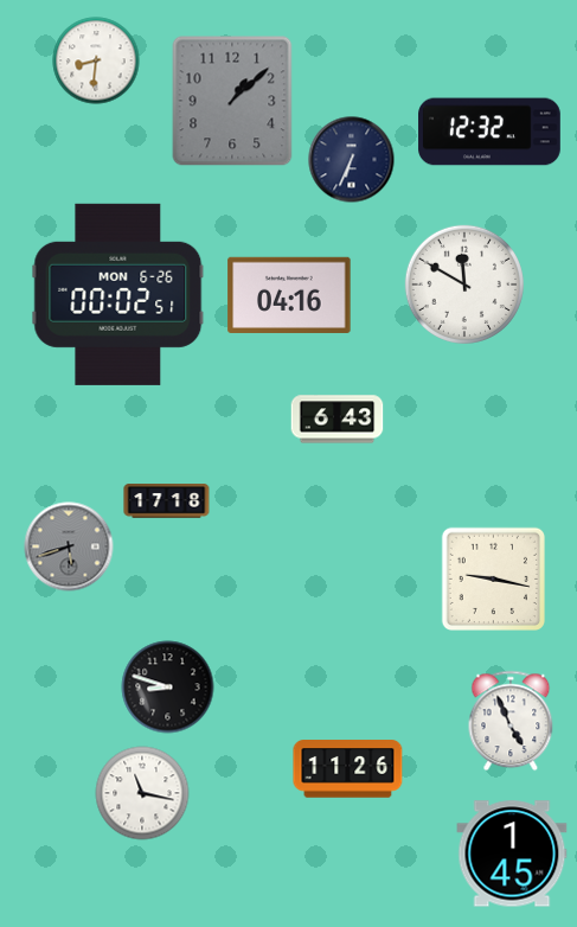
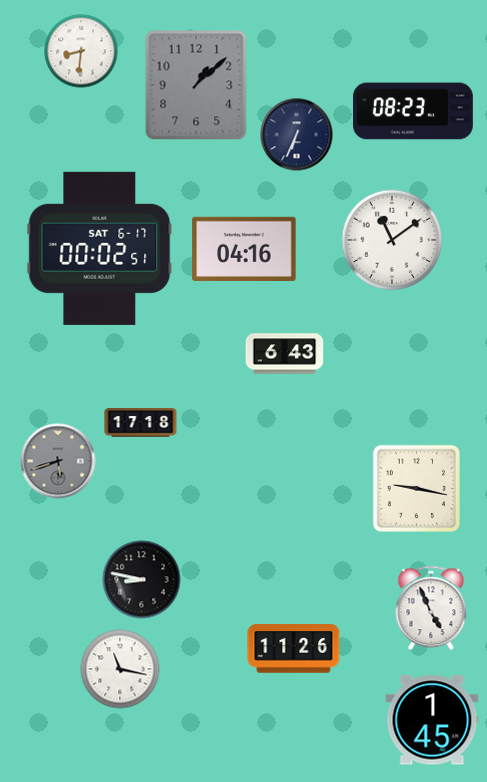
clock at (489, 132): 12:32 -> 08:23
clock at (463, 285): 11:50 -> 11:09
clock at (118, 294) date: MON 6-26 -> SAT 6-17
clock at (168, 688): 8:48 -> 8:47
